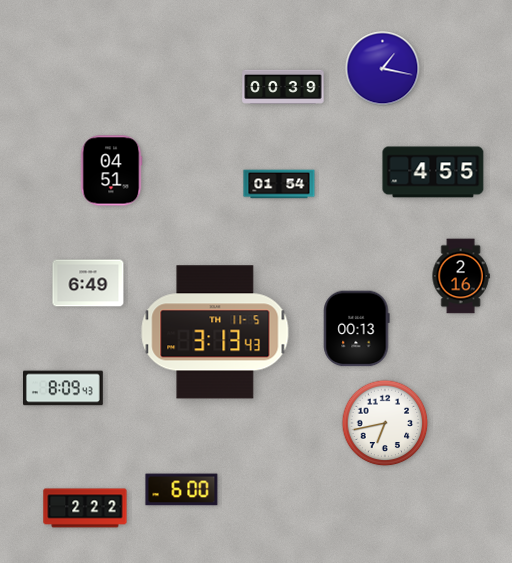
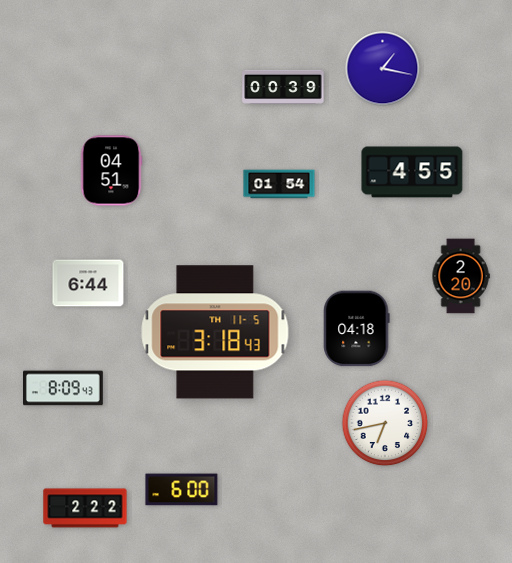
clock at (433, 172) position: (433, 172) -> (412, 172)
clock at (461, 276): 2:16 -> 2:20
clock at (88, 283): 6:49 -> 6:44
clock at (357, 329): 00:13 -> 04:18
clock at (215, 332): 3:13 -> 3:18
